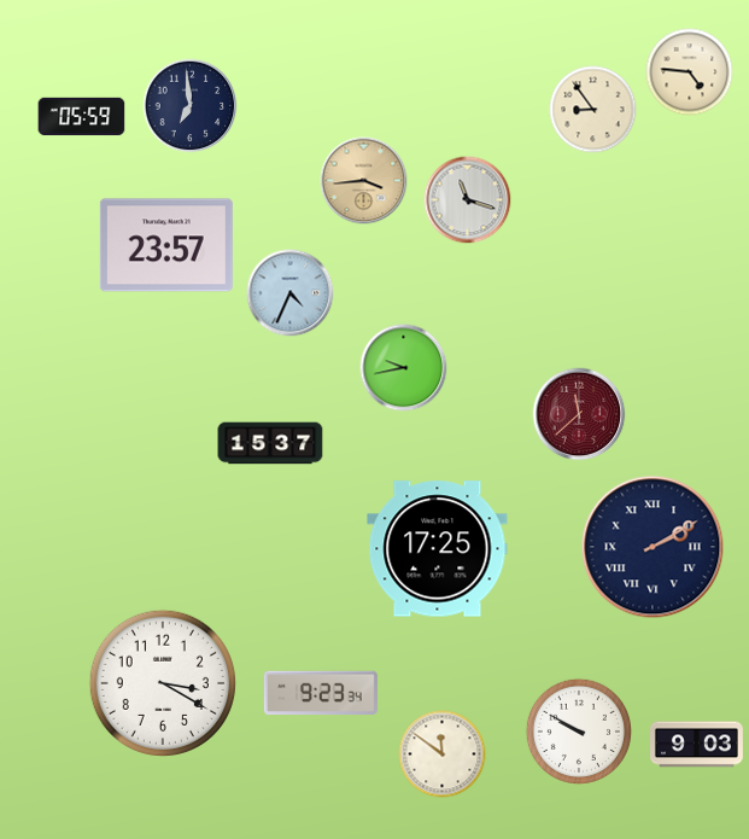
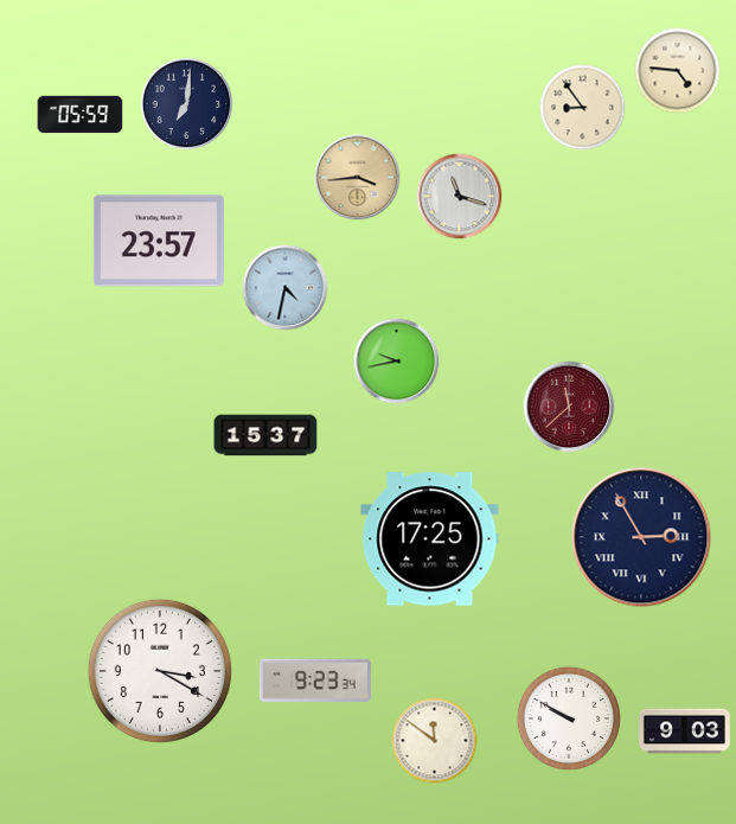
clock at (191, 106): 6:59 -> 7:01
clock at (166, 245) position: (166, 245) -> (159, 241)
clock at (291, 293): 4:34 -> 4:32
clock at (653, 547): 2:10 -> 2:55
